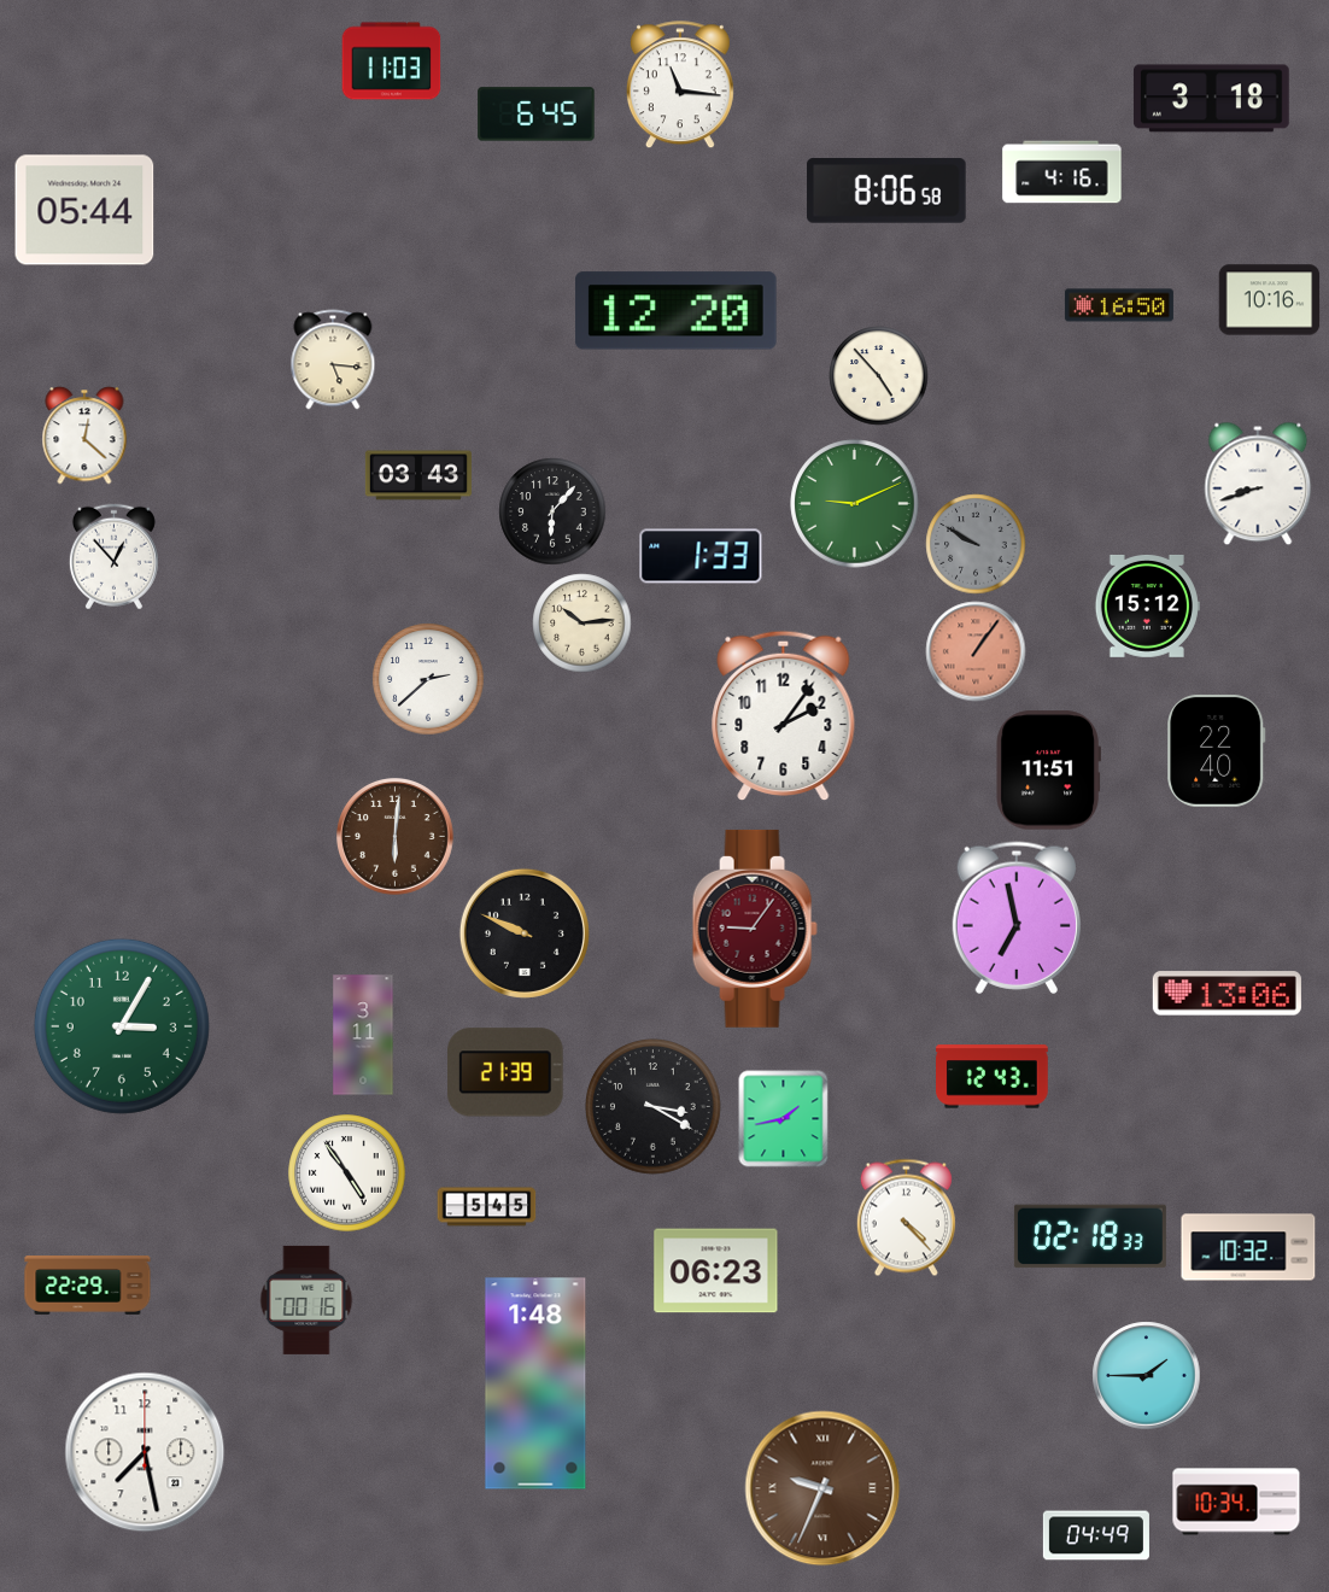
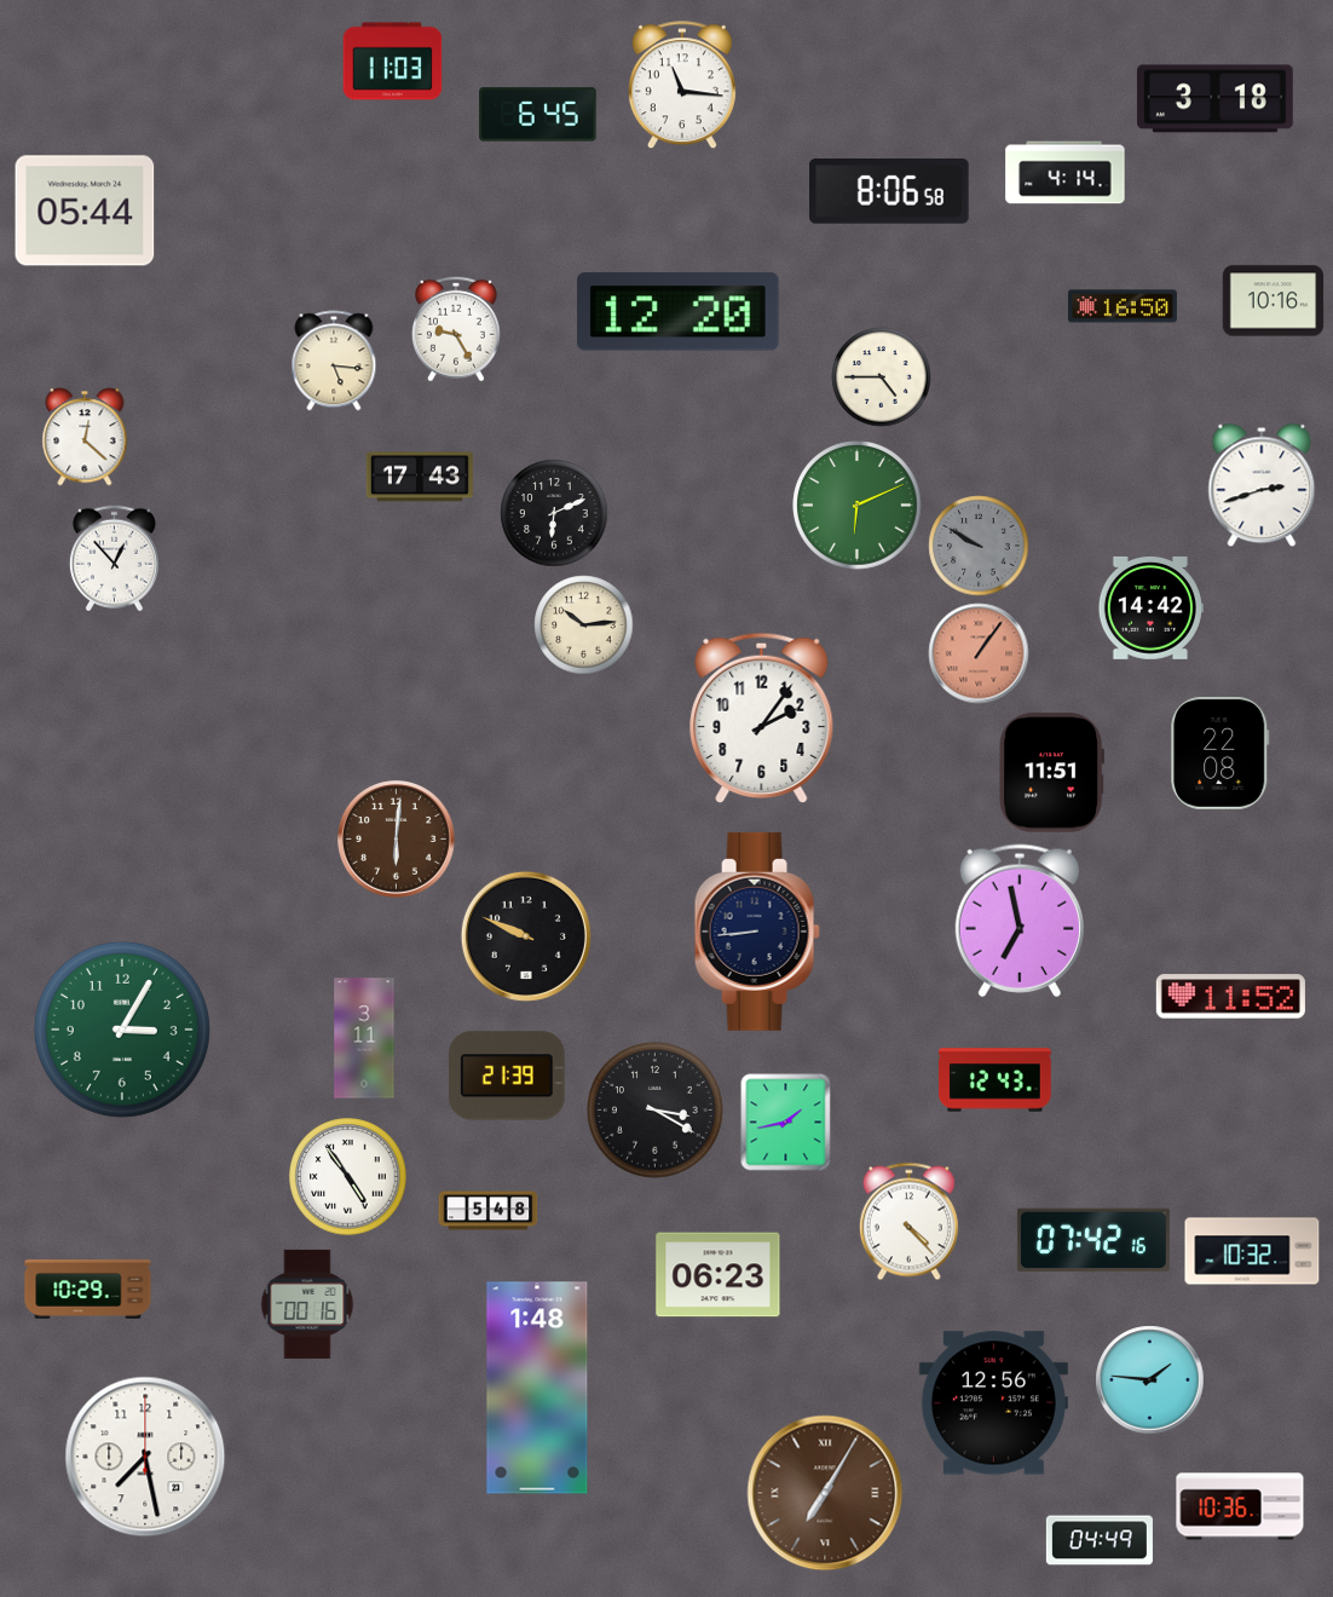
clock at (1062, 172): 4:16 -> 4:14
clock at (456, 329): none -> 9:25
clock at (879, 376): 4:53 -> 4:45
clock at (418, 475): 03:43 -> 17:43
clock at (1258, 484): 8:42 -> 2:42
clock at (855, 504): 9:11 -> 6:11
clock at (552, 511): 6:07 -> 6:11
clock at (701, 556): 1:33 -> none
clock at (1147, 607): 15:12 -> 14:42
clock at (428, 679): 2:38 -> none
clock at (784, 716) position: (784, 716) -> (762, 719)
clock at (1217, 750): 22:40 -> 22:08
clock at (755, 929): 9:06 -> 8:44
clock at (755, 929) dial: burgundy -> navy
clock at (1226, 994): 13:06 -> 11:52
clock at (487, 1207): 5:45 -> 5:48
clock at (1090, 1236): 02:18 -> 07:42
clock at (88, 1286): 22:29 -> 10:29
clock at (1147, 1376): 1:45 -> 1:46
clock at (993, 1403): none -> 12:56
clock at (822, 1488): 9:34 -> 7:05
clock at (1236, 1502): 10:34 -> 10:36
